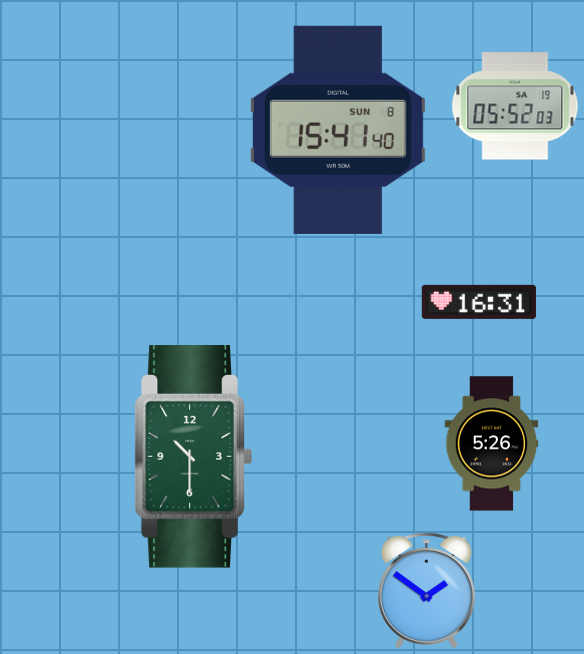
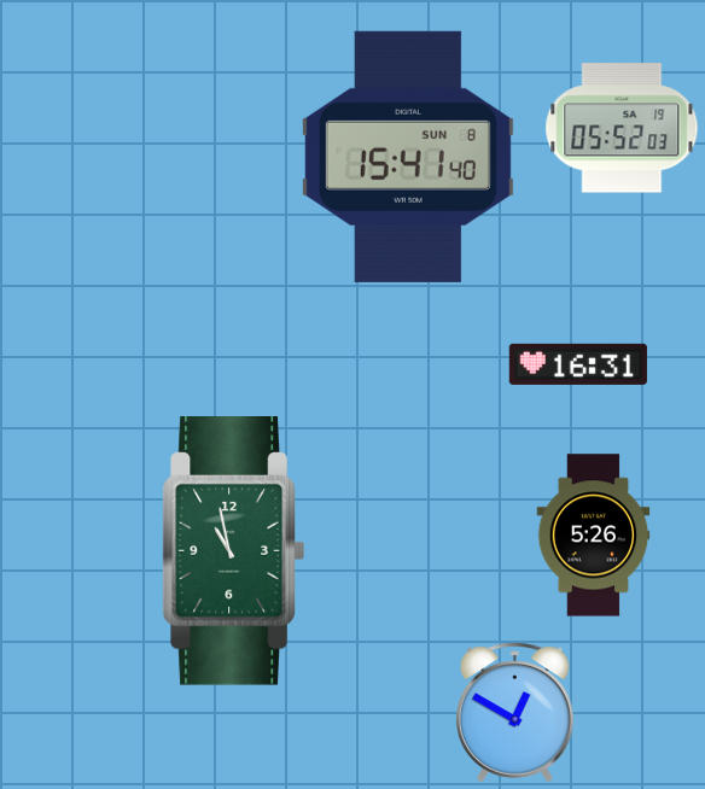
clock at (193, 457): 10:30 -> 10:58
clock at (427, 591): 1:51 -> 12:50
